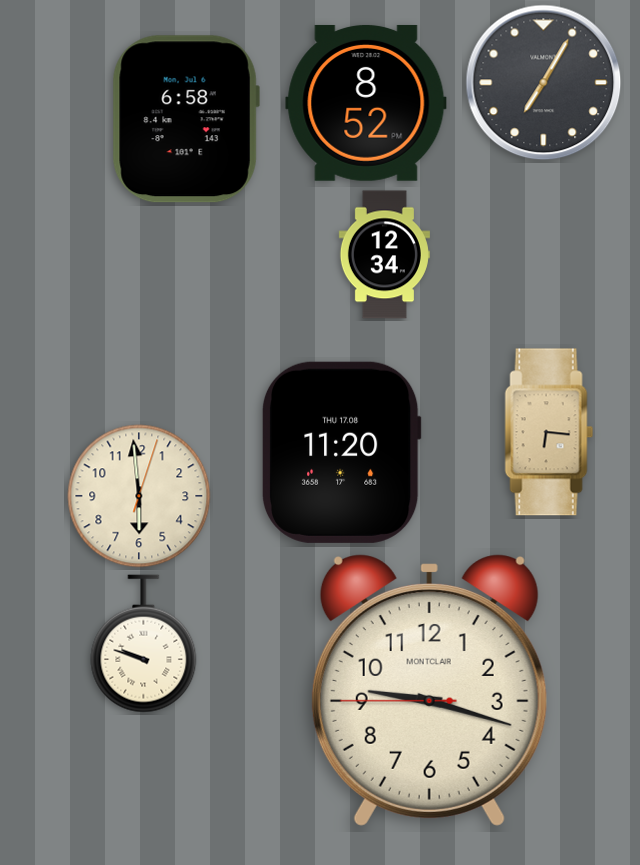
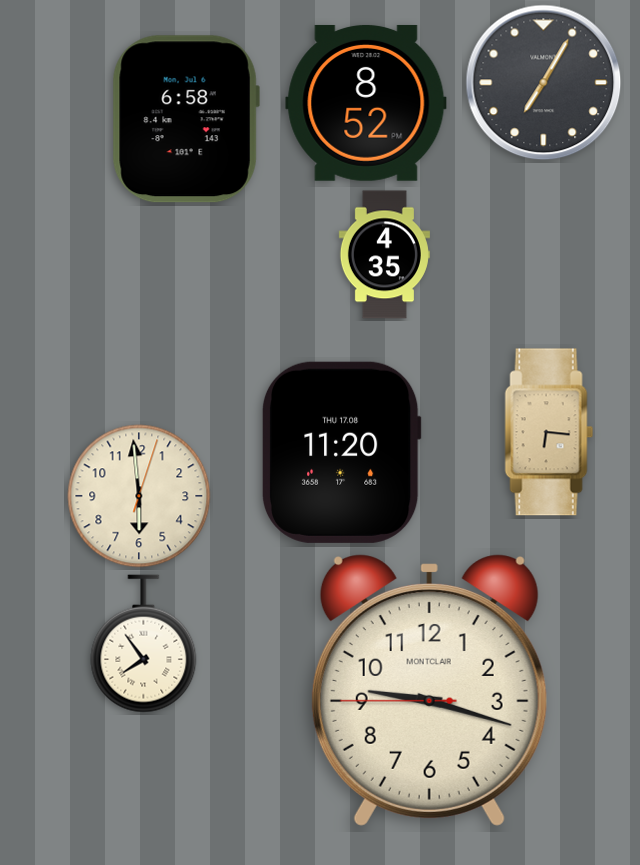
clock at (384, 255): 12:34 -> 4:35
clock at (144, 644): 9:48 -> 7:54
